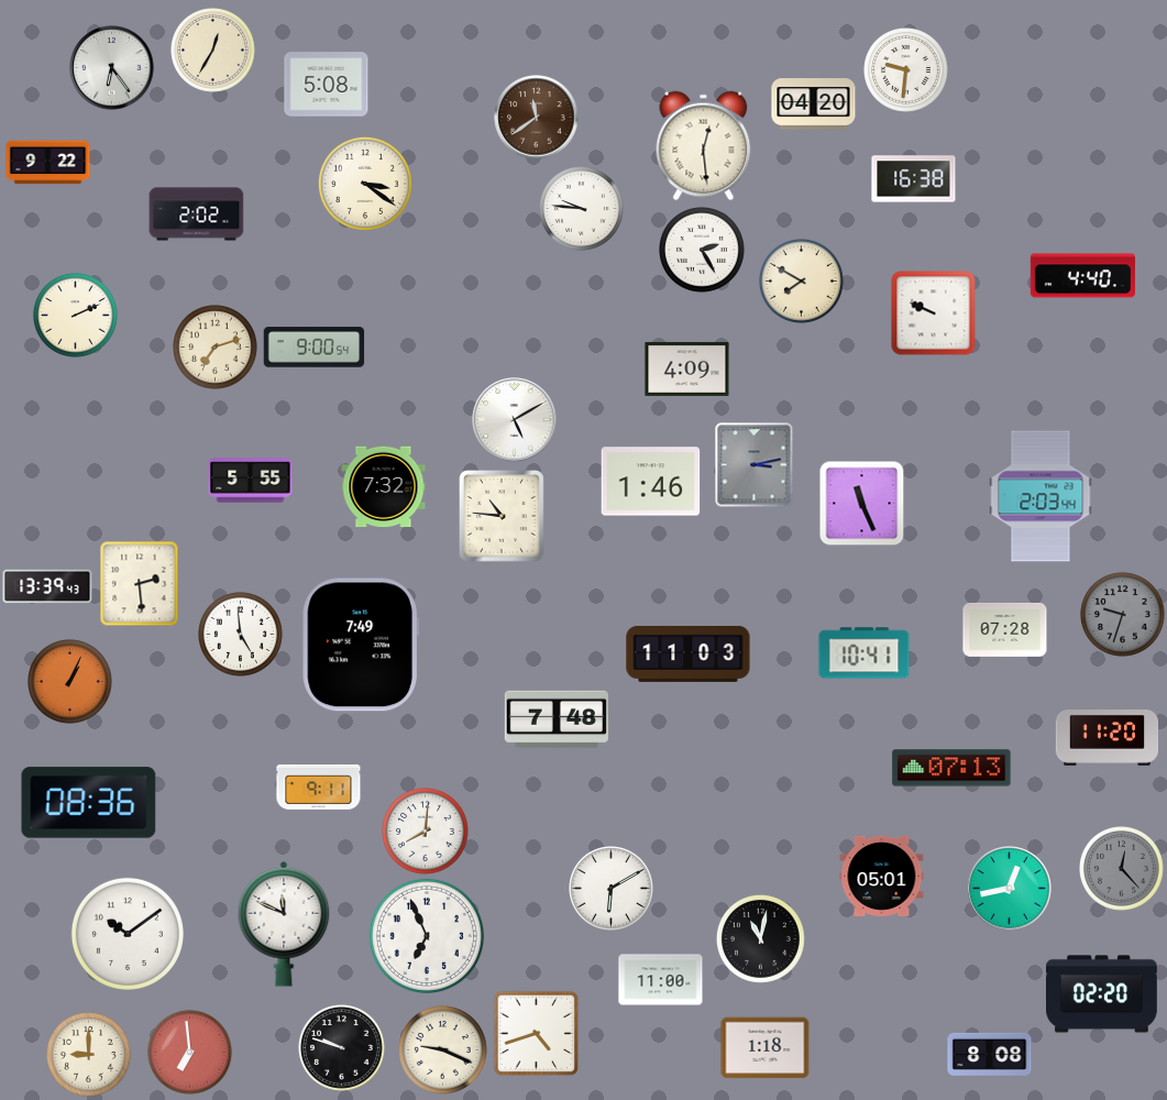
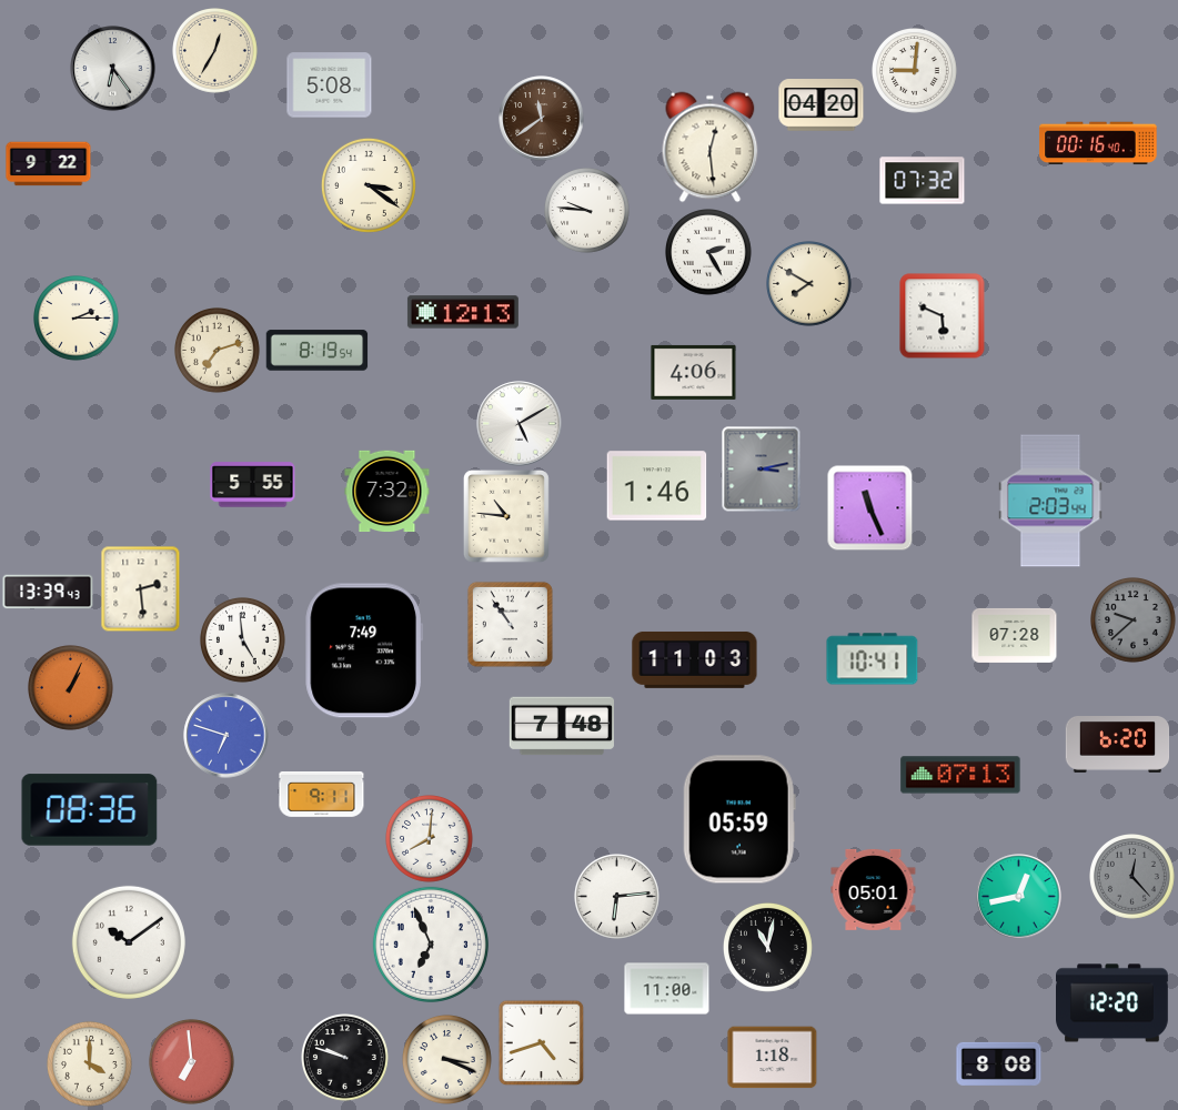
clock at (906, 70): 9:31 -> 9:01
clock at (1098, 143): none -> 00:16
clock at (914, 179): 16:38 -> 07:32
clock at (197, 215): 2:02 -> none
clock at (1082, 276): 4:40 -> none
clock at (463, 312): none -> 12:13
clock at (934, 313): 9:49 -> 5:49
clock at (76, 316): 2:11 -> 2:15
clock at (315, 348): 9:00 -> 8:19
clock at (687, 369): 4:09 -> 4:06
clock at (502, 516) position: (502, 516) -> (506, 516)
clock at (1123, 615): 9:33 -> 9:38
clock at (510, 624): none -> 10:54
clock at (226, 736): none -> 6:48
clock at (1108, 738): 11:20 -> 6:20
clock at (739, 819): none -> 05:59
clock at (882, 876) position: (882, 876) -> (874, 889)
clock at (612, 889): 6:10 -> 6:14
clock at (284, 924): 11:49 -> none
clock at (1102, 994): 02:20 -> 12:20
clock at (442, 1049): 9:19 -> 3:19
clock at (89, 1055): 9:00 -> 4:00
